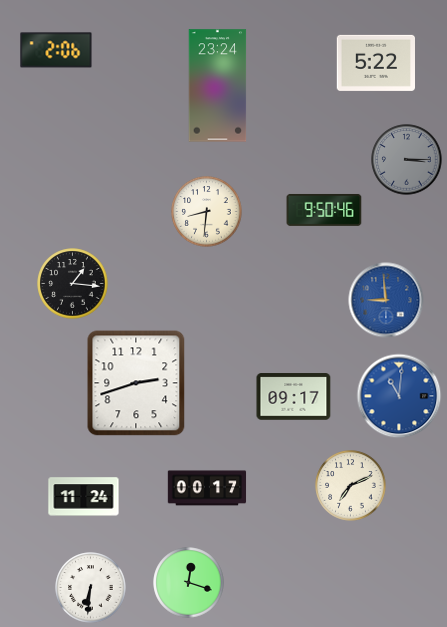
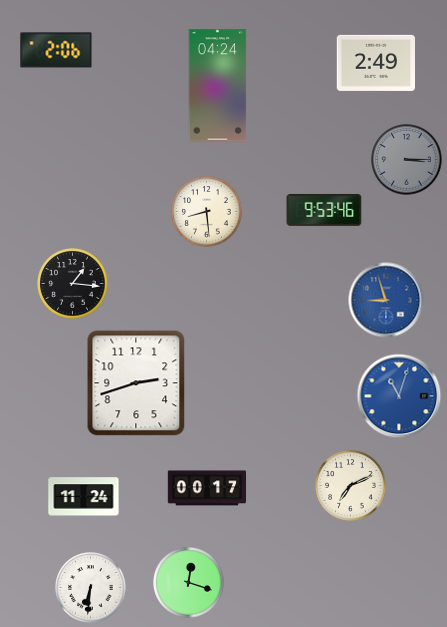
clock at (375, 63): 5:22 -> 2:49
clock at (218, 86): 23:24 -> 04:24
clock at (324, 210): 9:50 -> 9:53
clock at (207, 212): 8:31 -> 8:29
clock at (386, 300): 8:59 -> 8:57
clock at (399, 396): 11:01 -> 11:03
clock at (294, 397): 09:17 -> none
